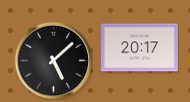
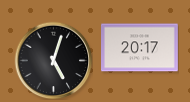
clock at (53, 60): 5:08 -> 5:03
